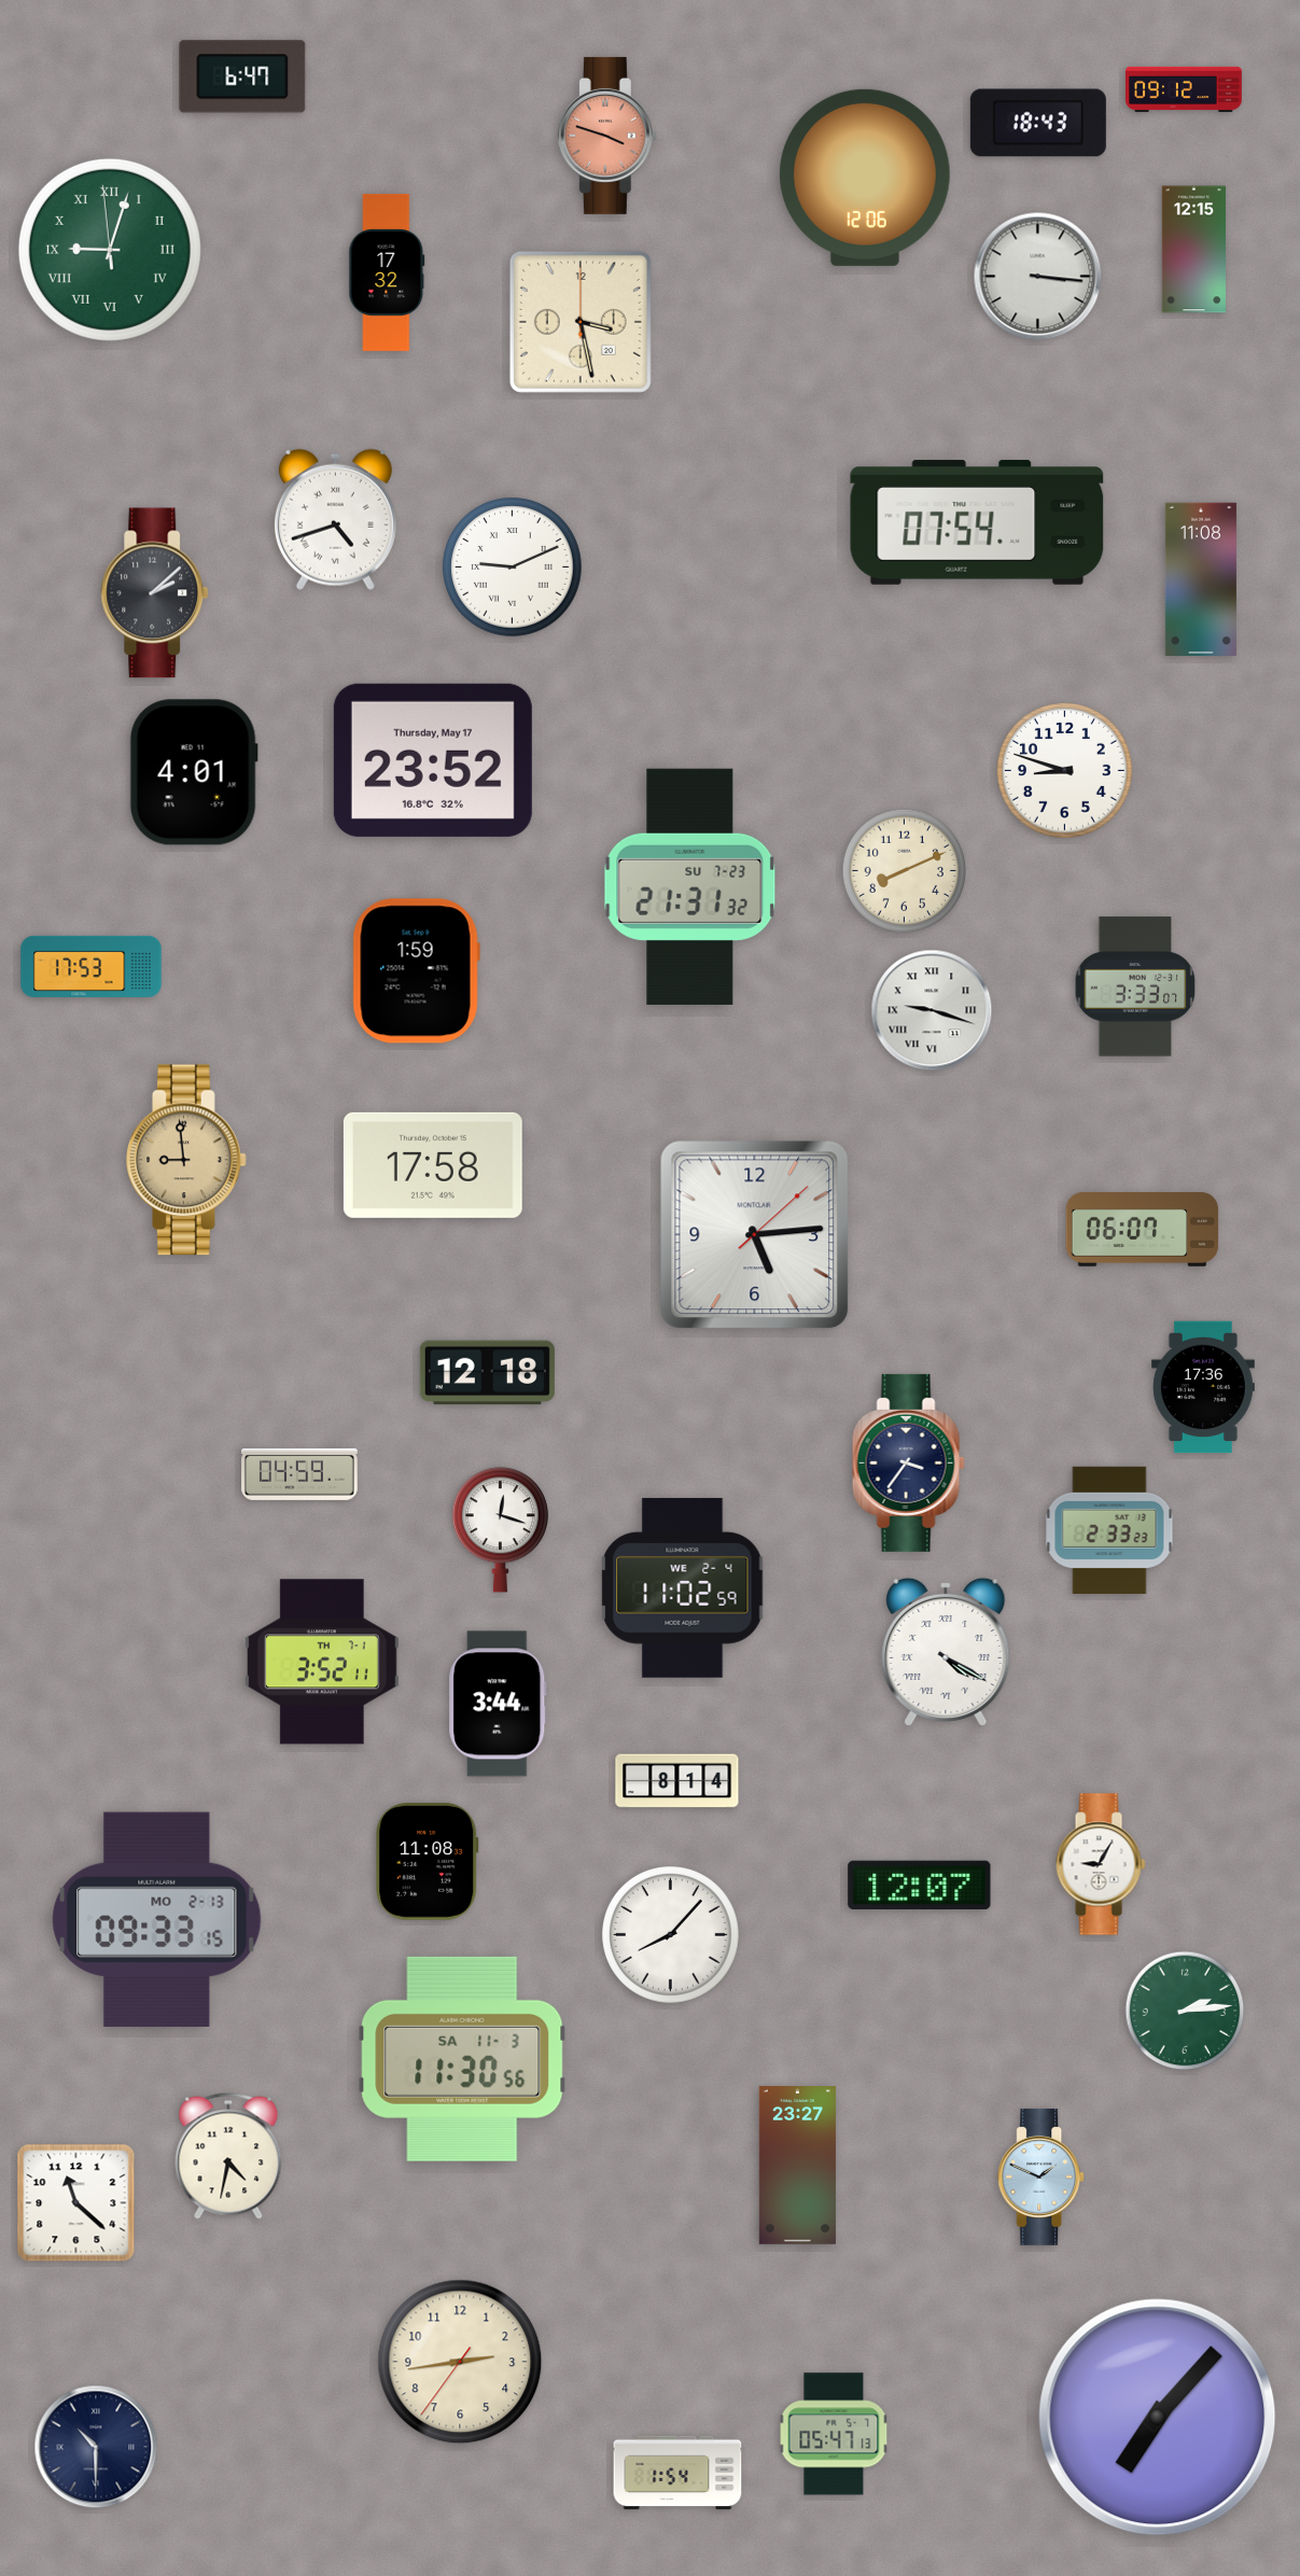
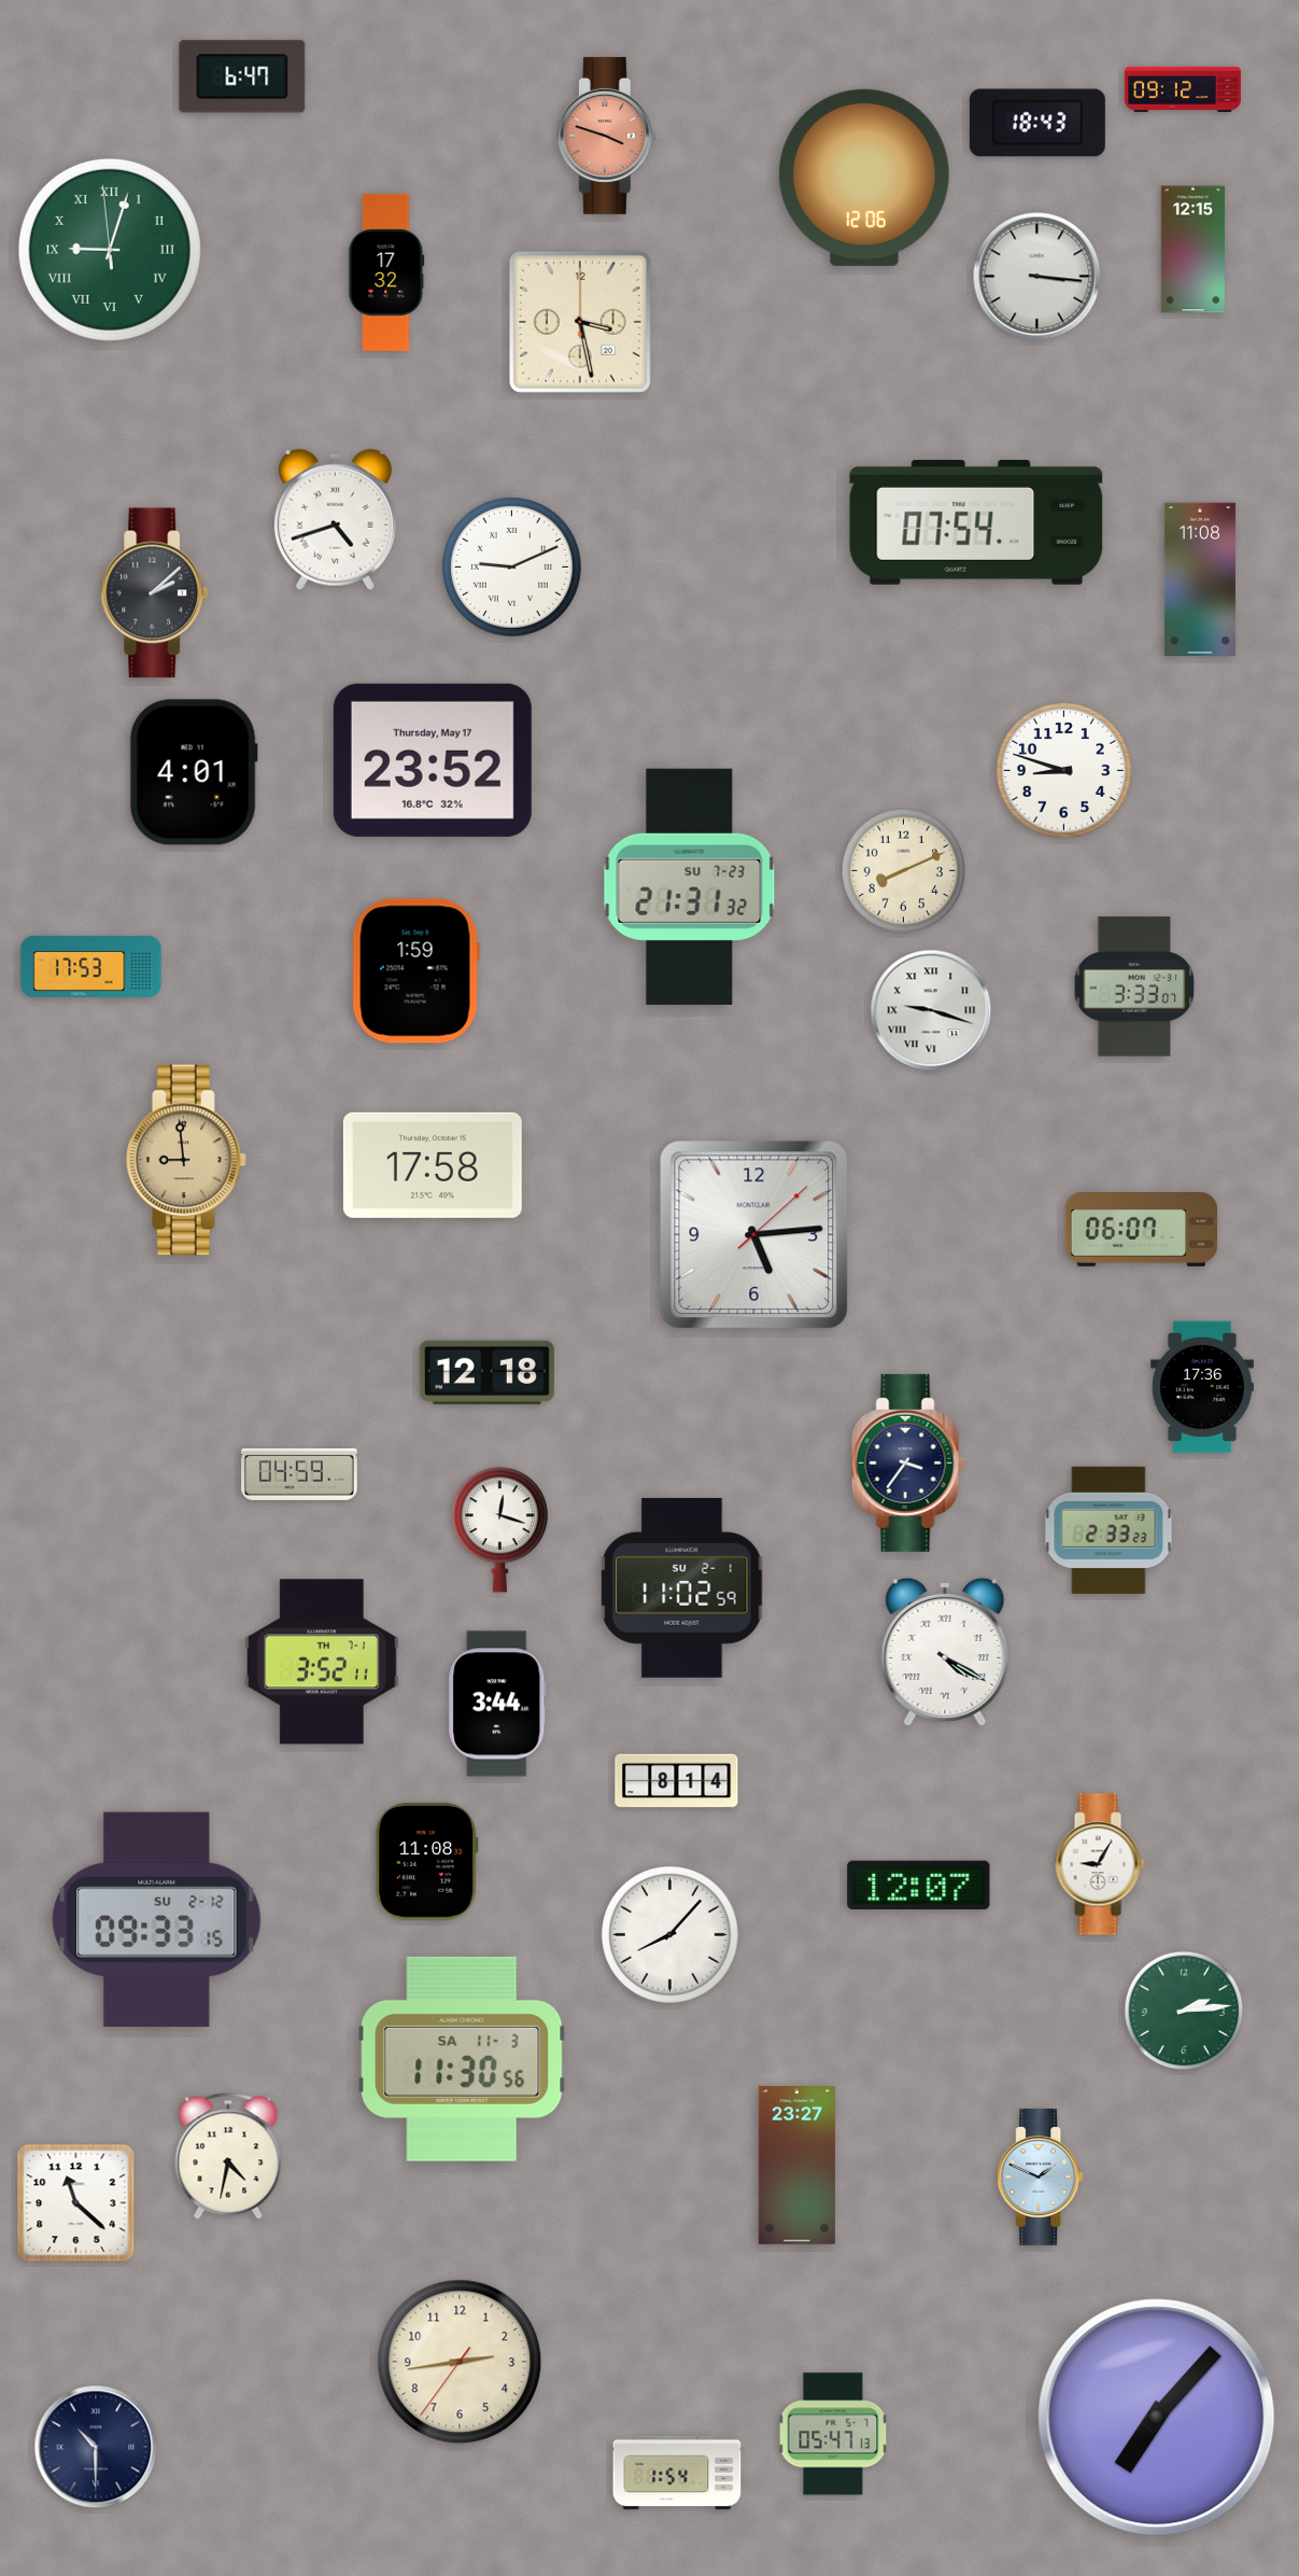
clock at (683, 1587) date: WE 2-4 -> SU 2-1
clock at (157, 1919) date: MO 2-13 -> SU 2-12
